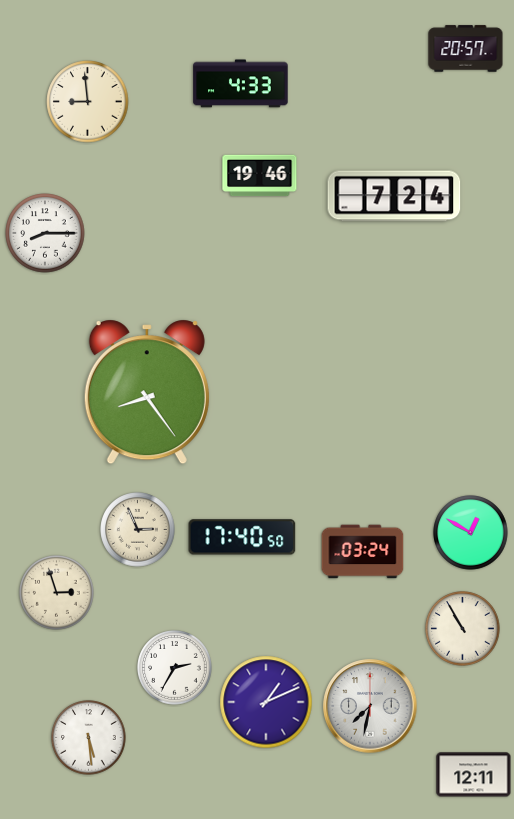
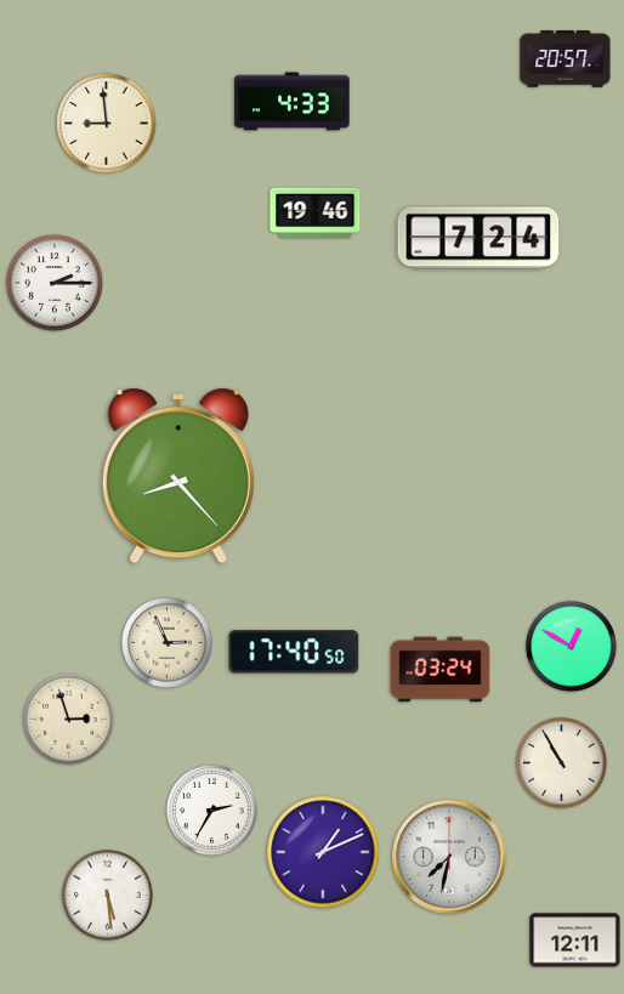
clock at (45, 233): 8:15 -> 2:15
clock at (147, 392): 8:24 -> 8:23
